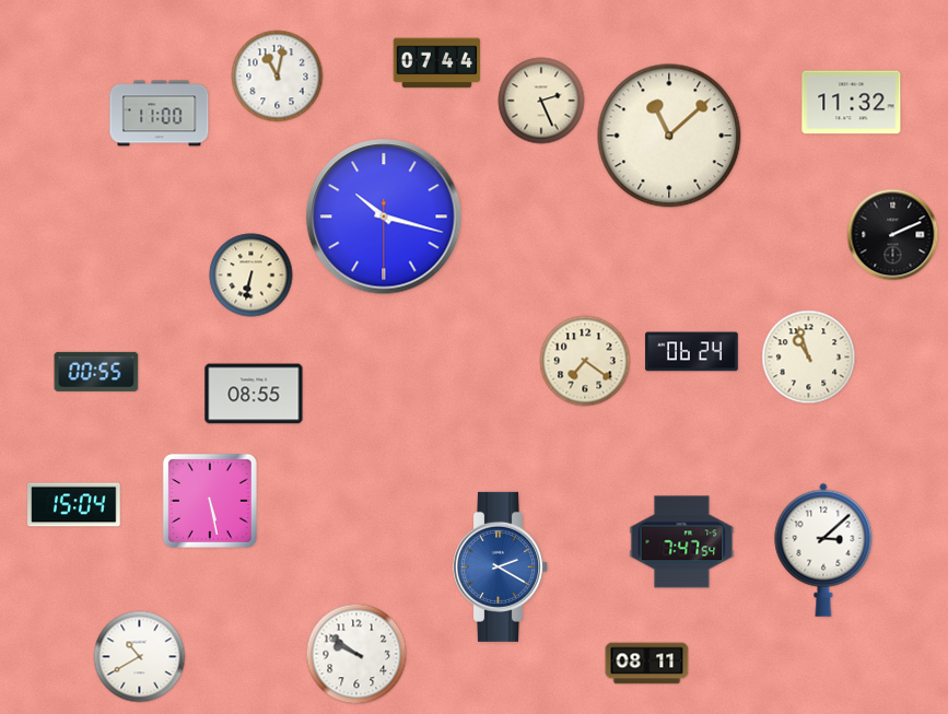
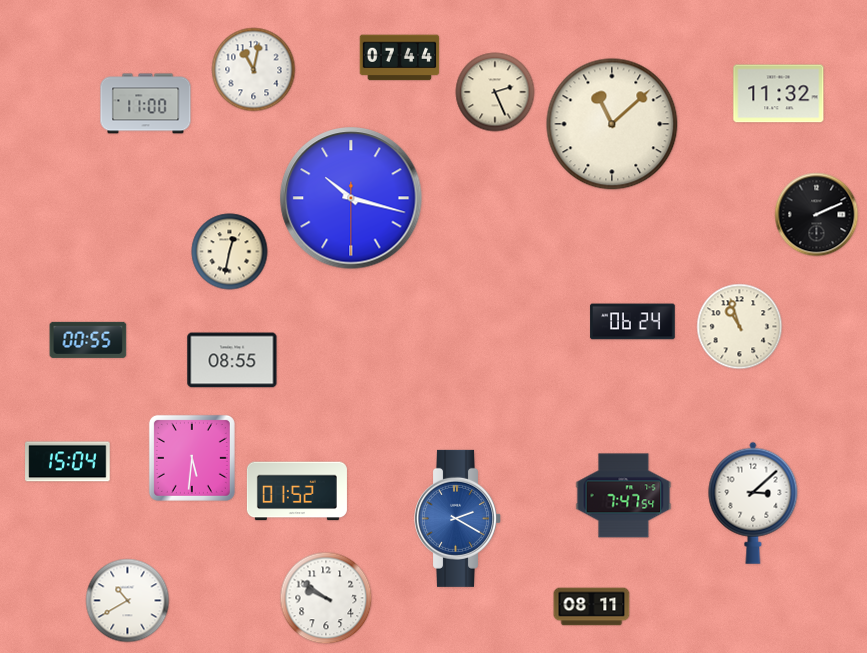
clock at (251, 276): 6:32 -> 12:32
clock at (585, 361): 7:21 -> none
clock at (210, 501): 5:28 -> 5:31
clock at (297, 491): none -> 01:52
